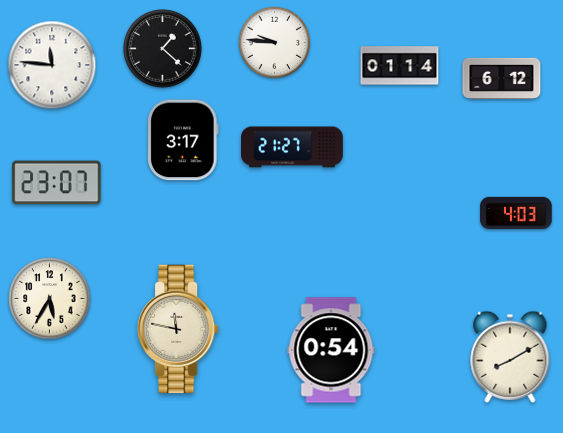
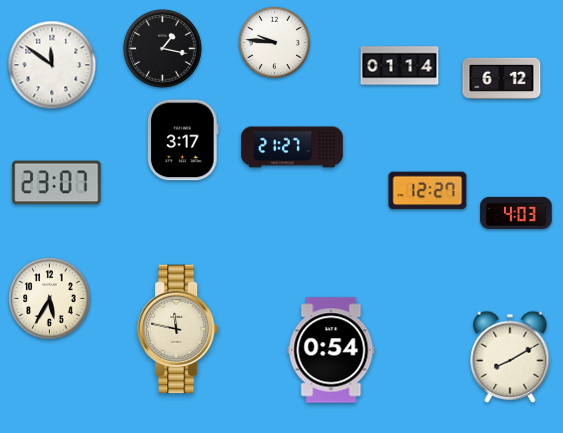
clock at (163, 49): 1:22 -> 1:17
clock at (52, 65): 11:46 -> 11:51
clock at (428, 191): none -> 12:27
